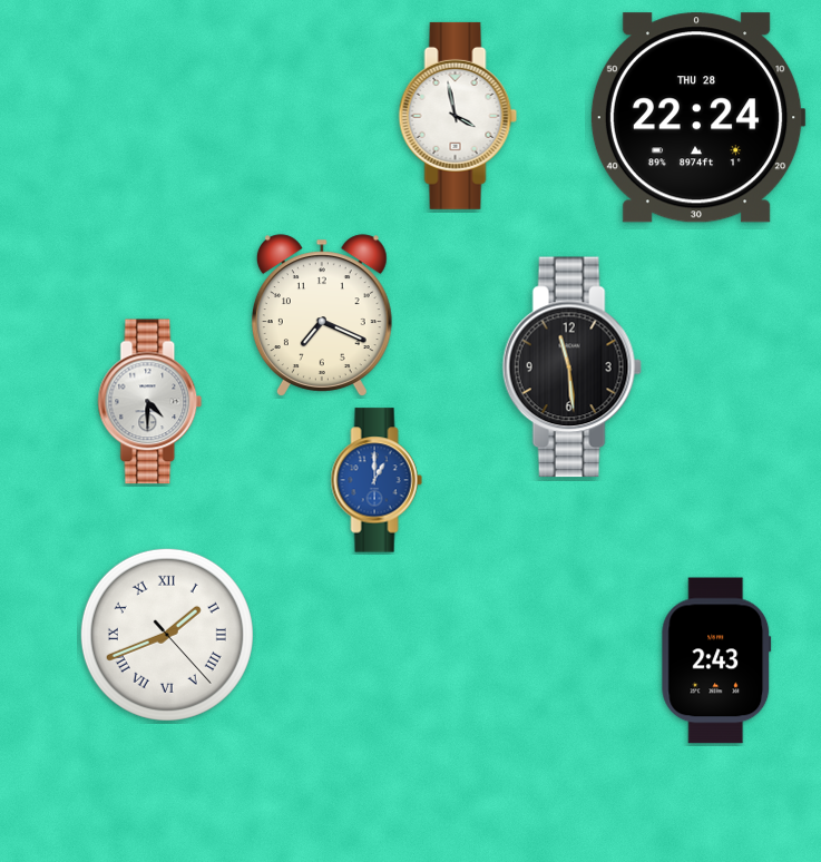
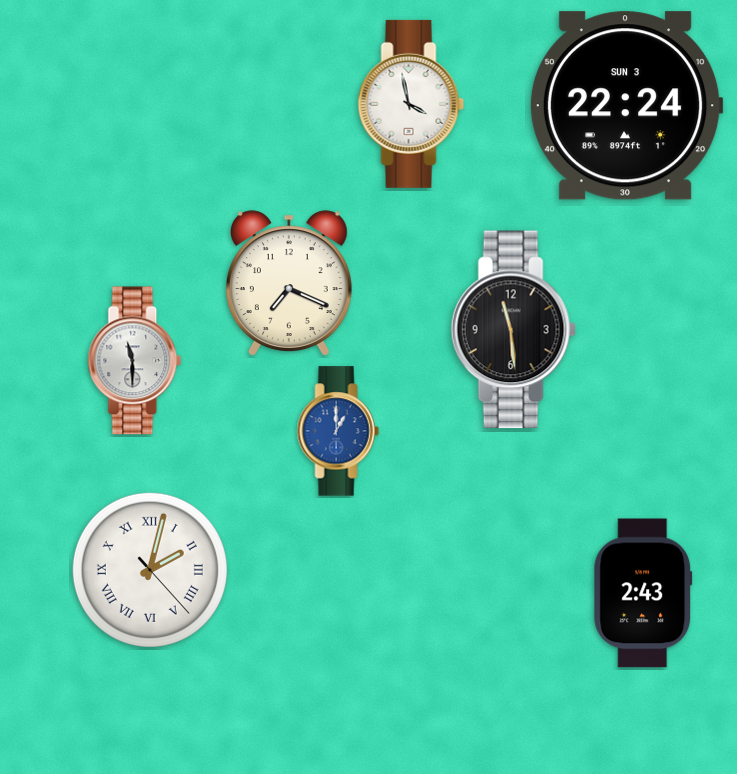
clock at (697, 118) date: THU 28 -> SUN 3
clock at (150, 402): 4:30 -> 11:30
clock at (167, 635): 1:41 -> 2:02
